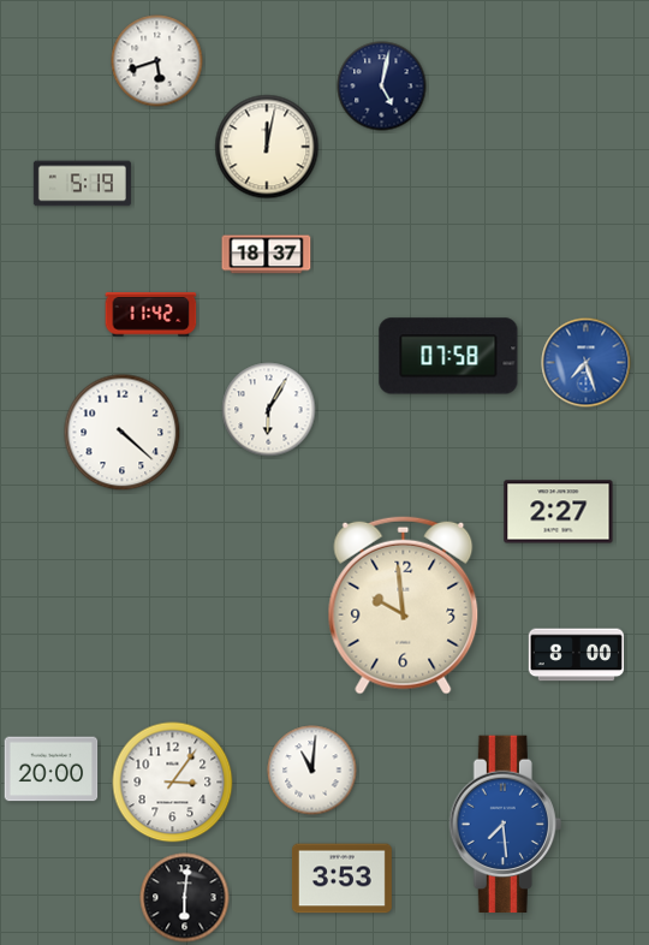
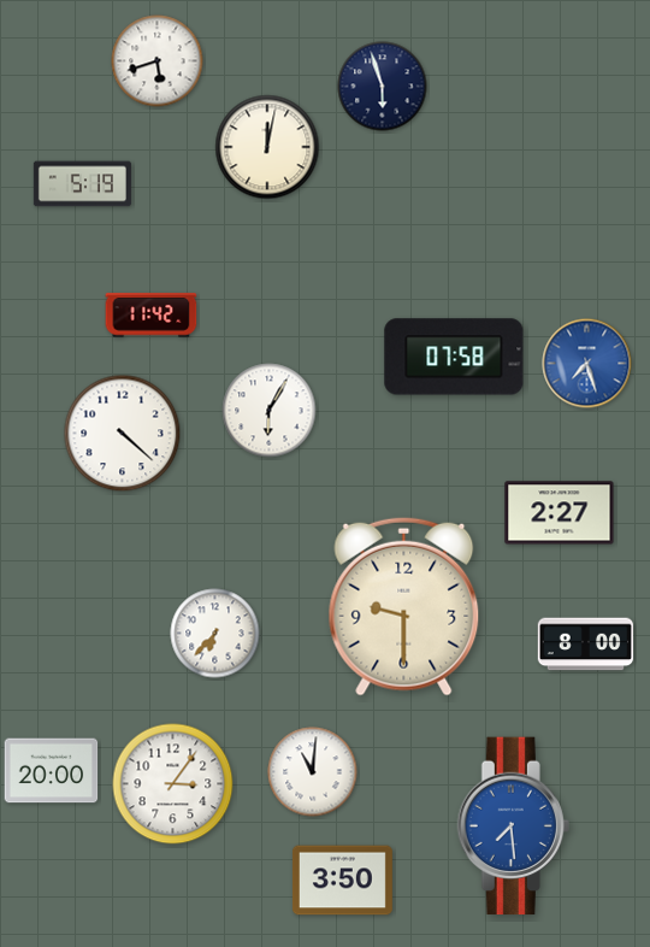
clock at (382, 87): 5:02 -> 5:57
clock at (267, 255): 18:37 -> none
clock at (448, 356) position: (448, 356) -> (454, 357)
clock at (404, 605): 9:59 -> 9:30
clock at (215, 634): none -> 6:37
clock at (577, 655) position: (577, 655) -> (586, 645)
clock at (505, 825) position: (505, 825) -> (513, 827)
clock at (341, 879): 3:53 -> 3:50
clock at (185, 898): 6:01 -> none
